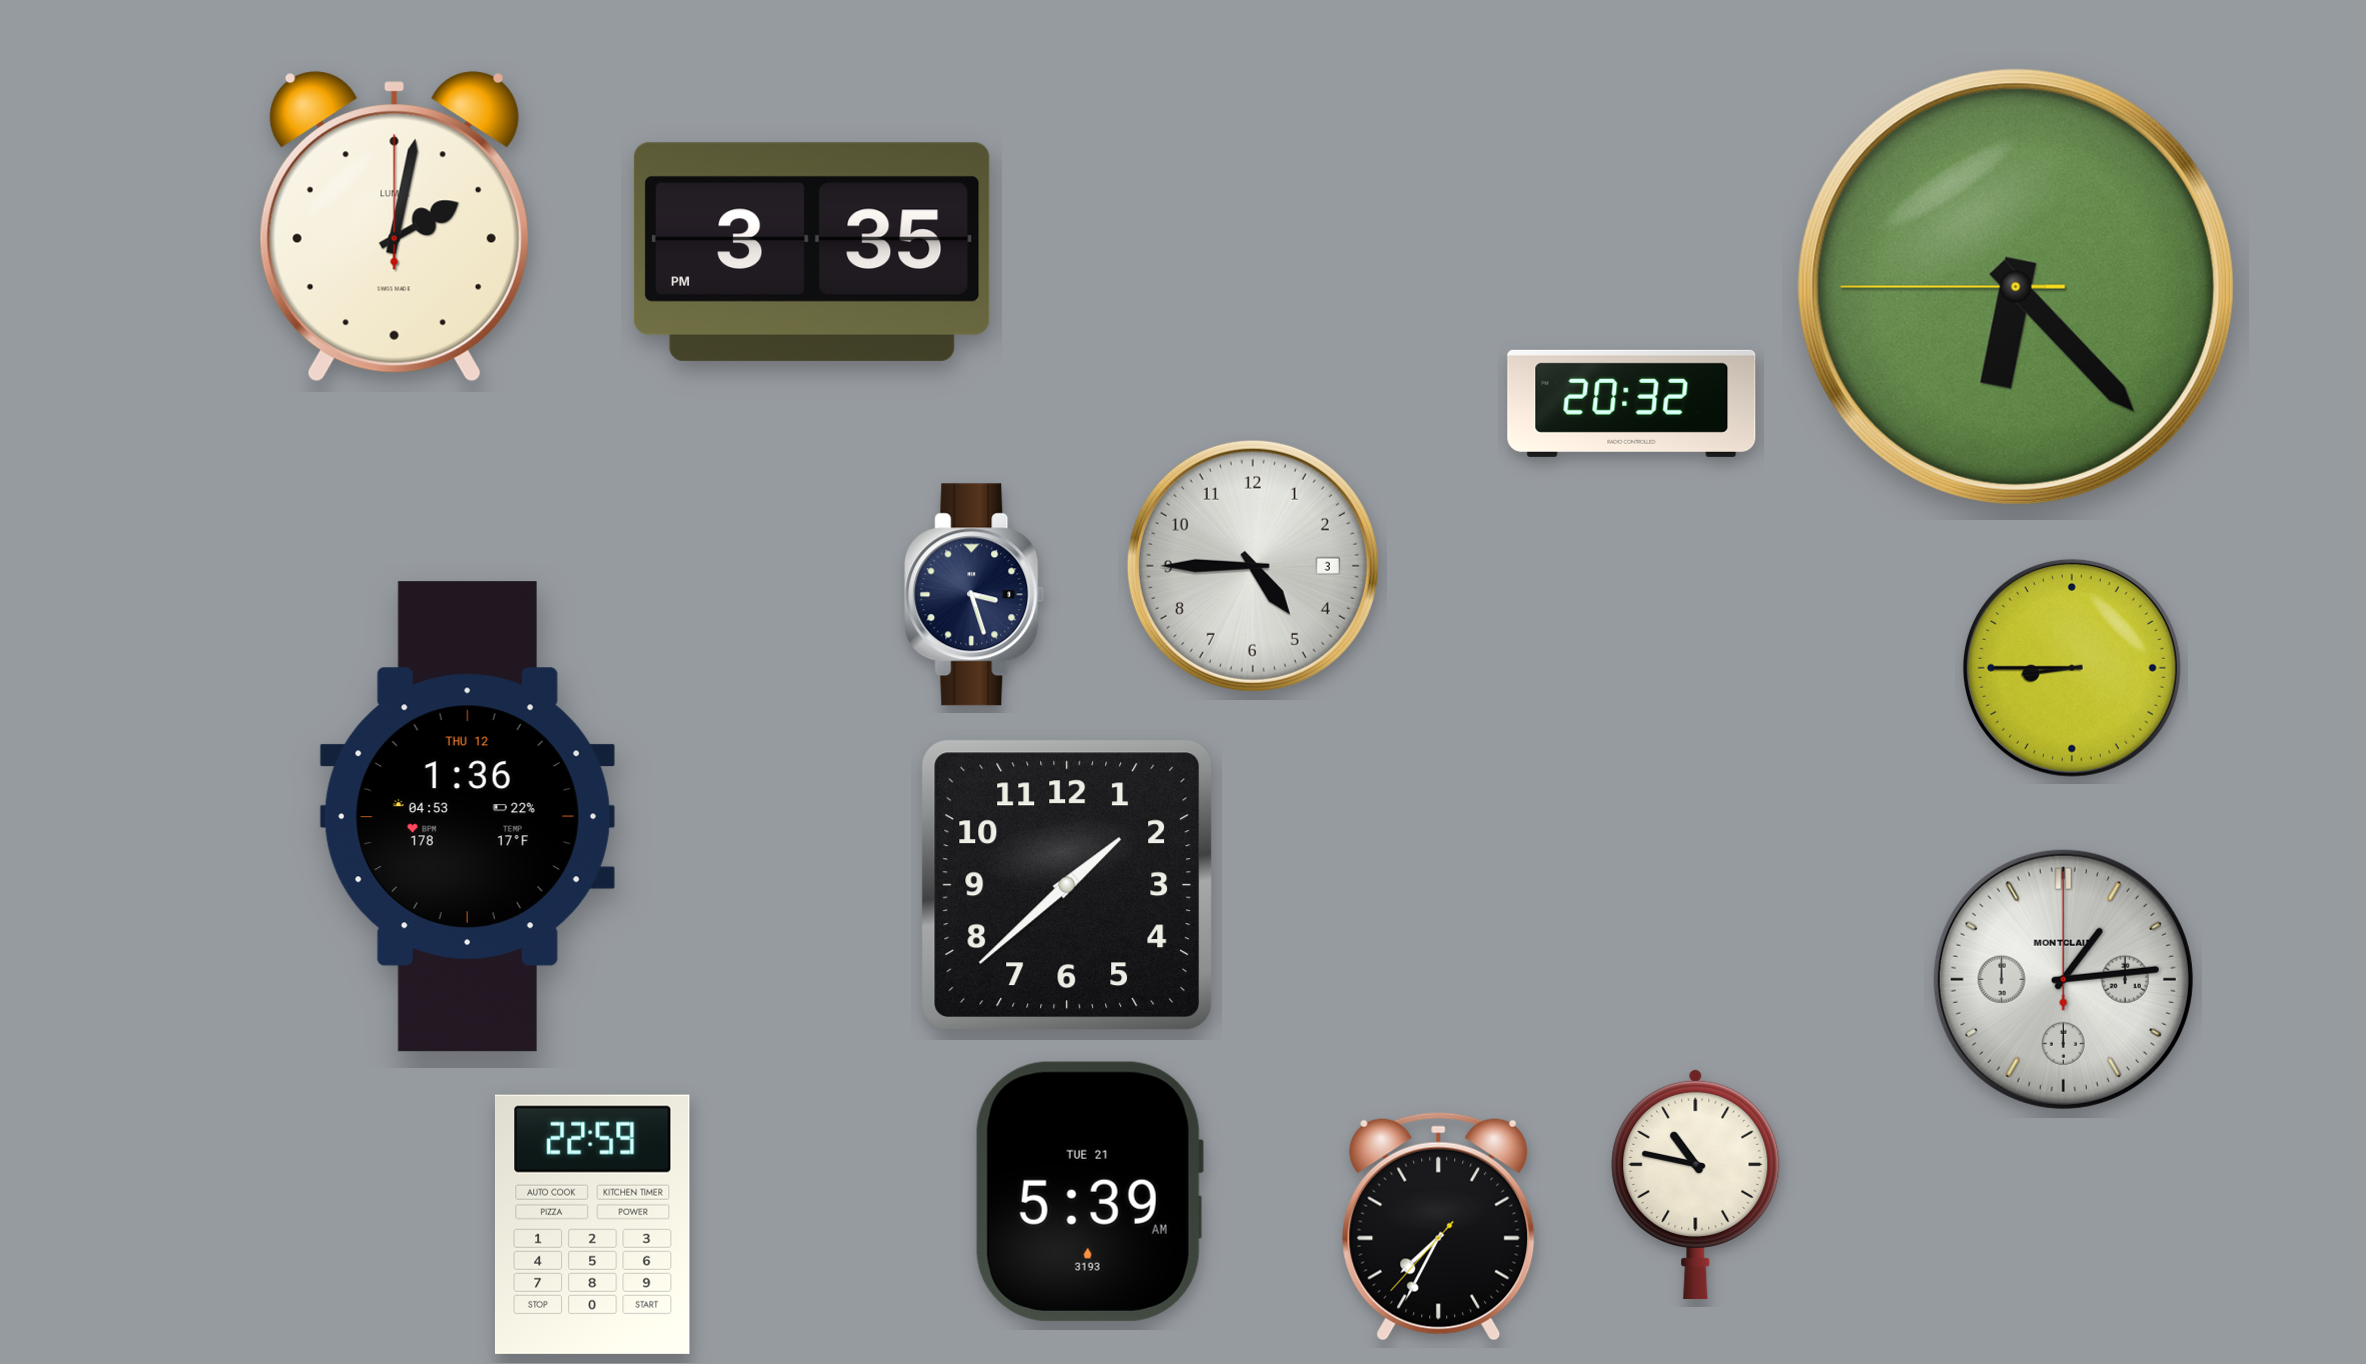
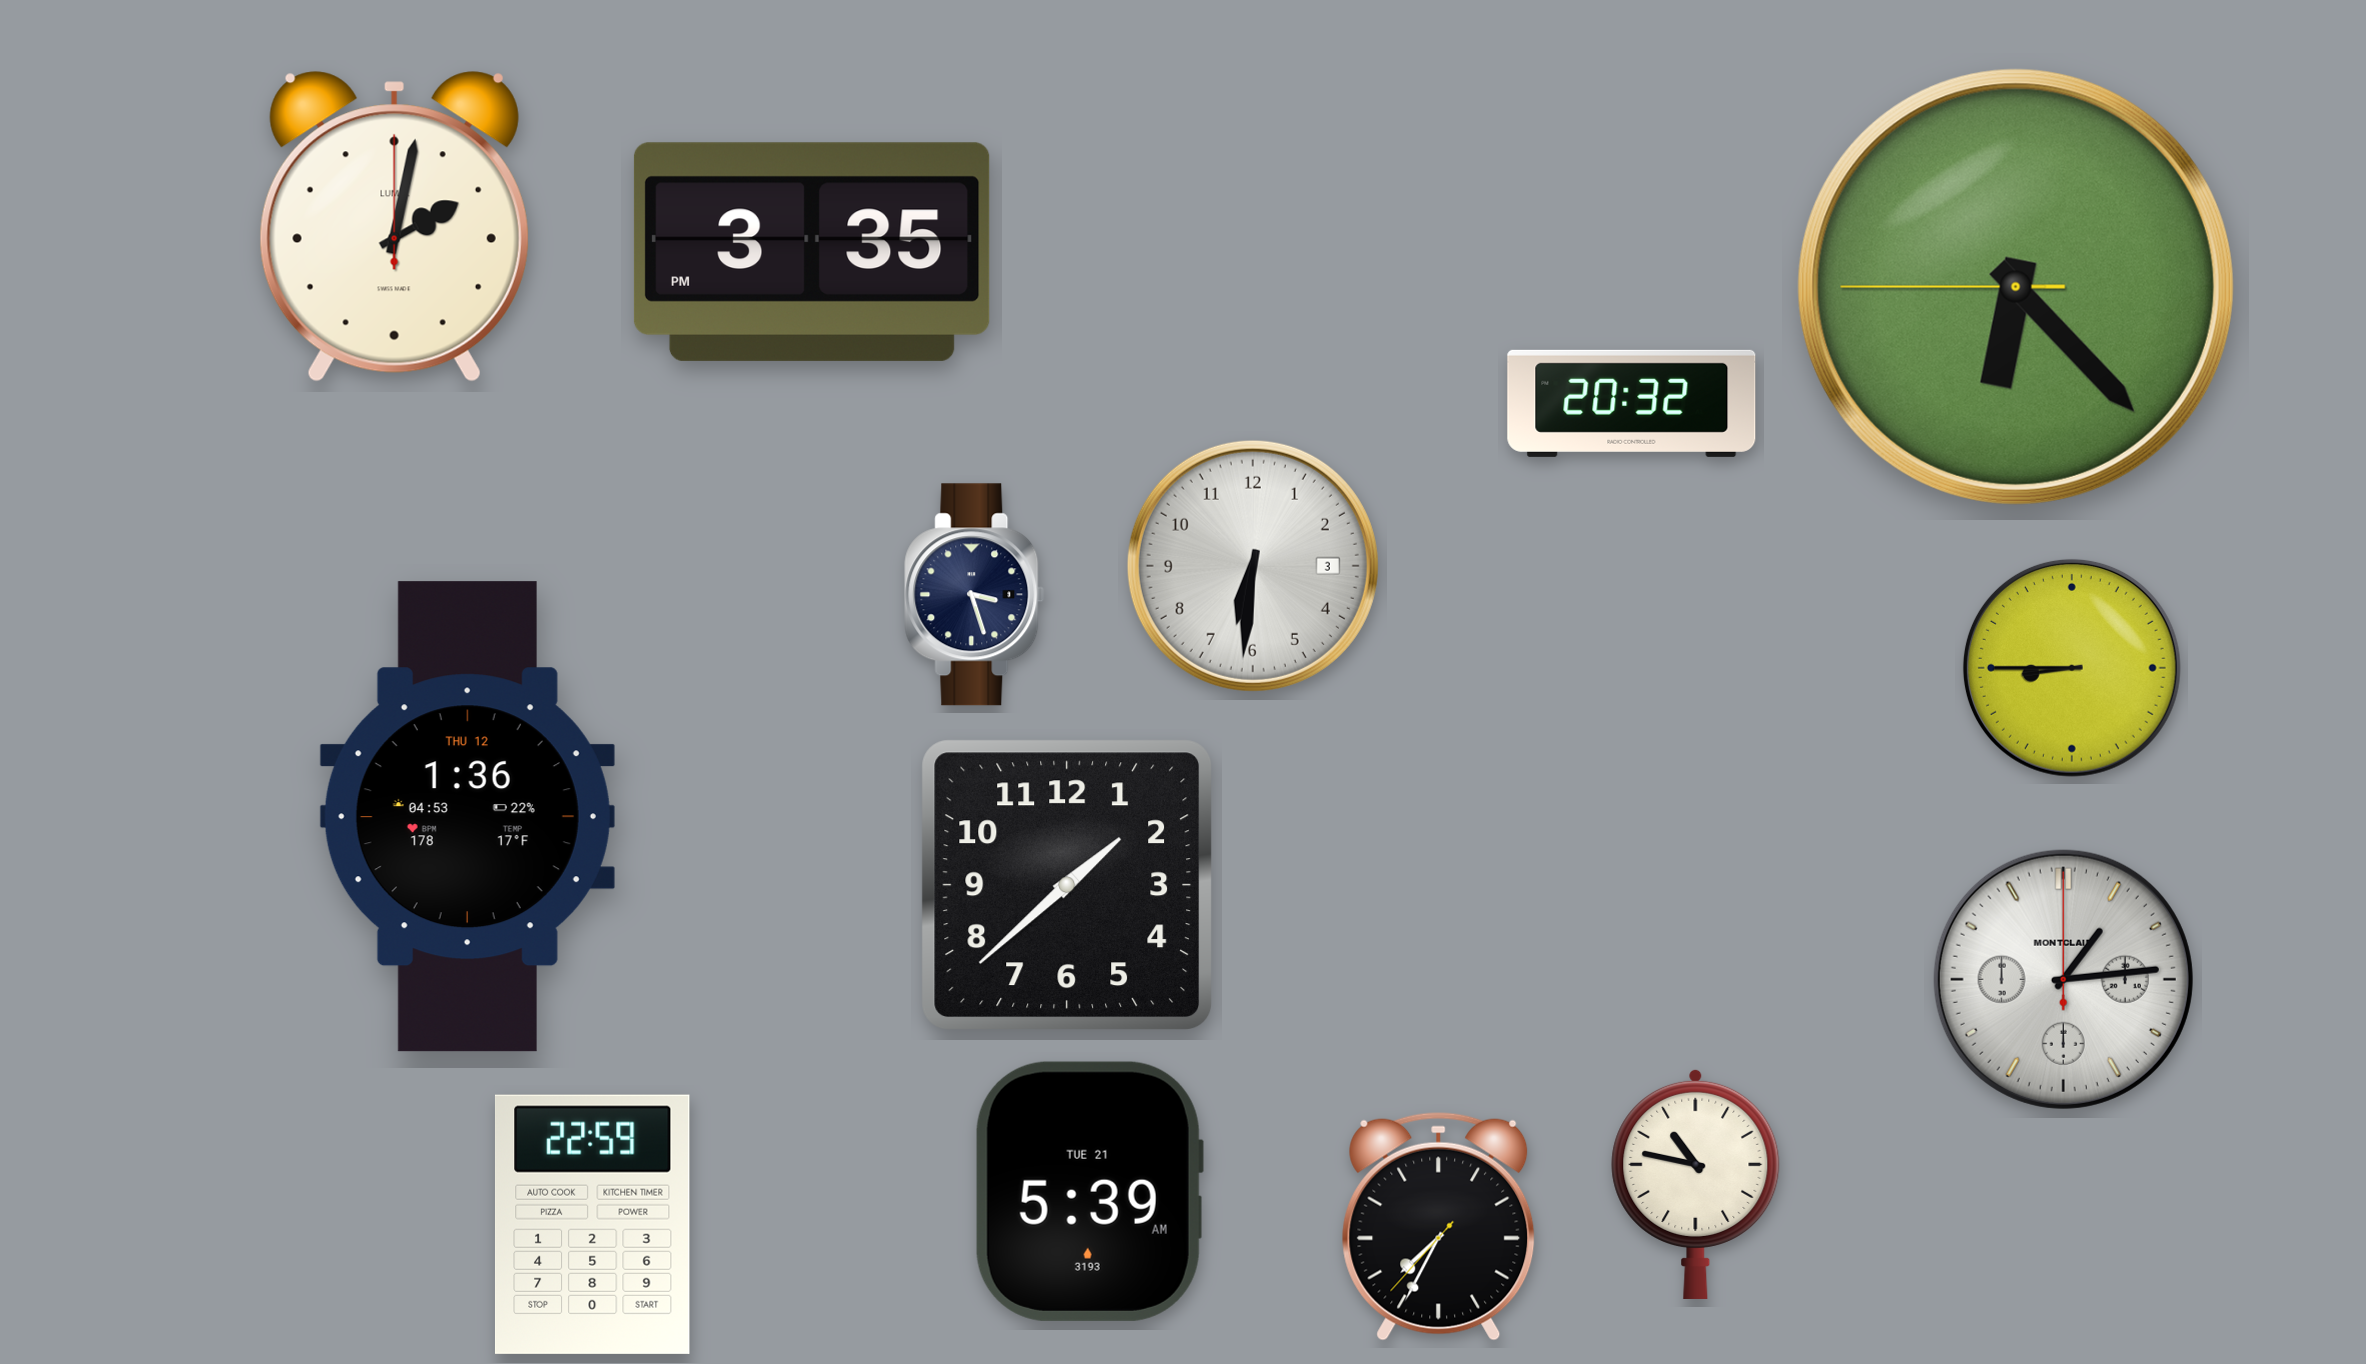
clock at (1253, 566): 4:45 -> 6:31
